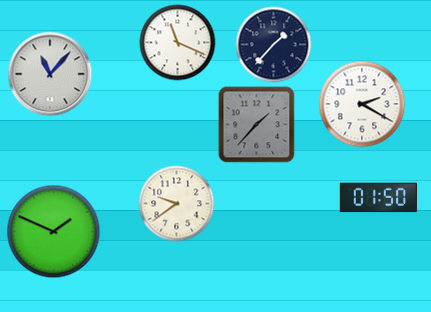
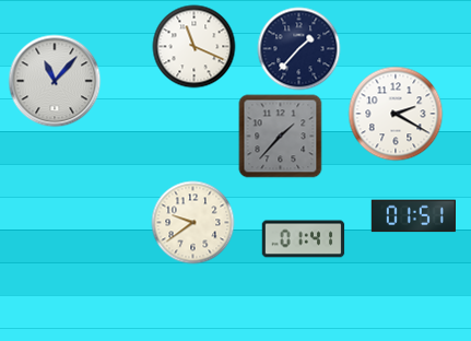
clock at (378, 198): 01:50 -> 01:51
clock at (304, 239): none -> 01:41
clock at (54, 232): 1:49 -> none
